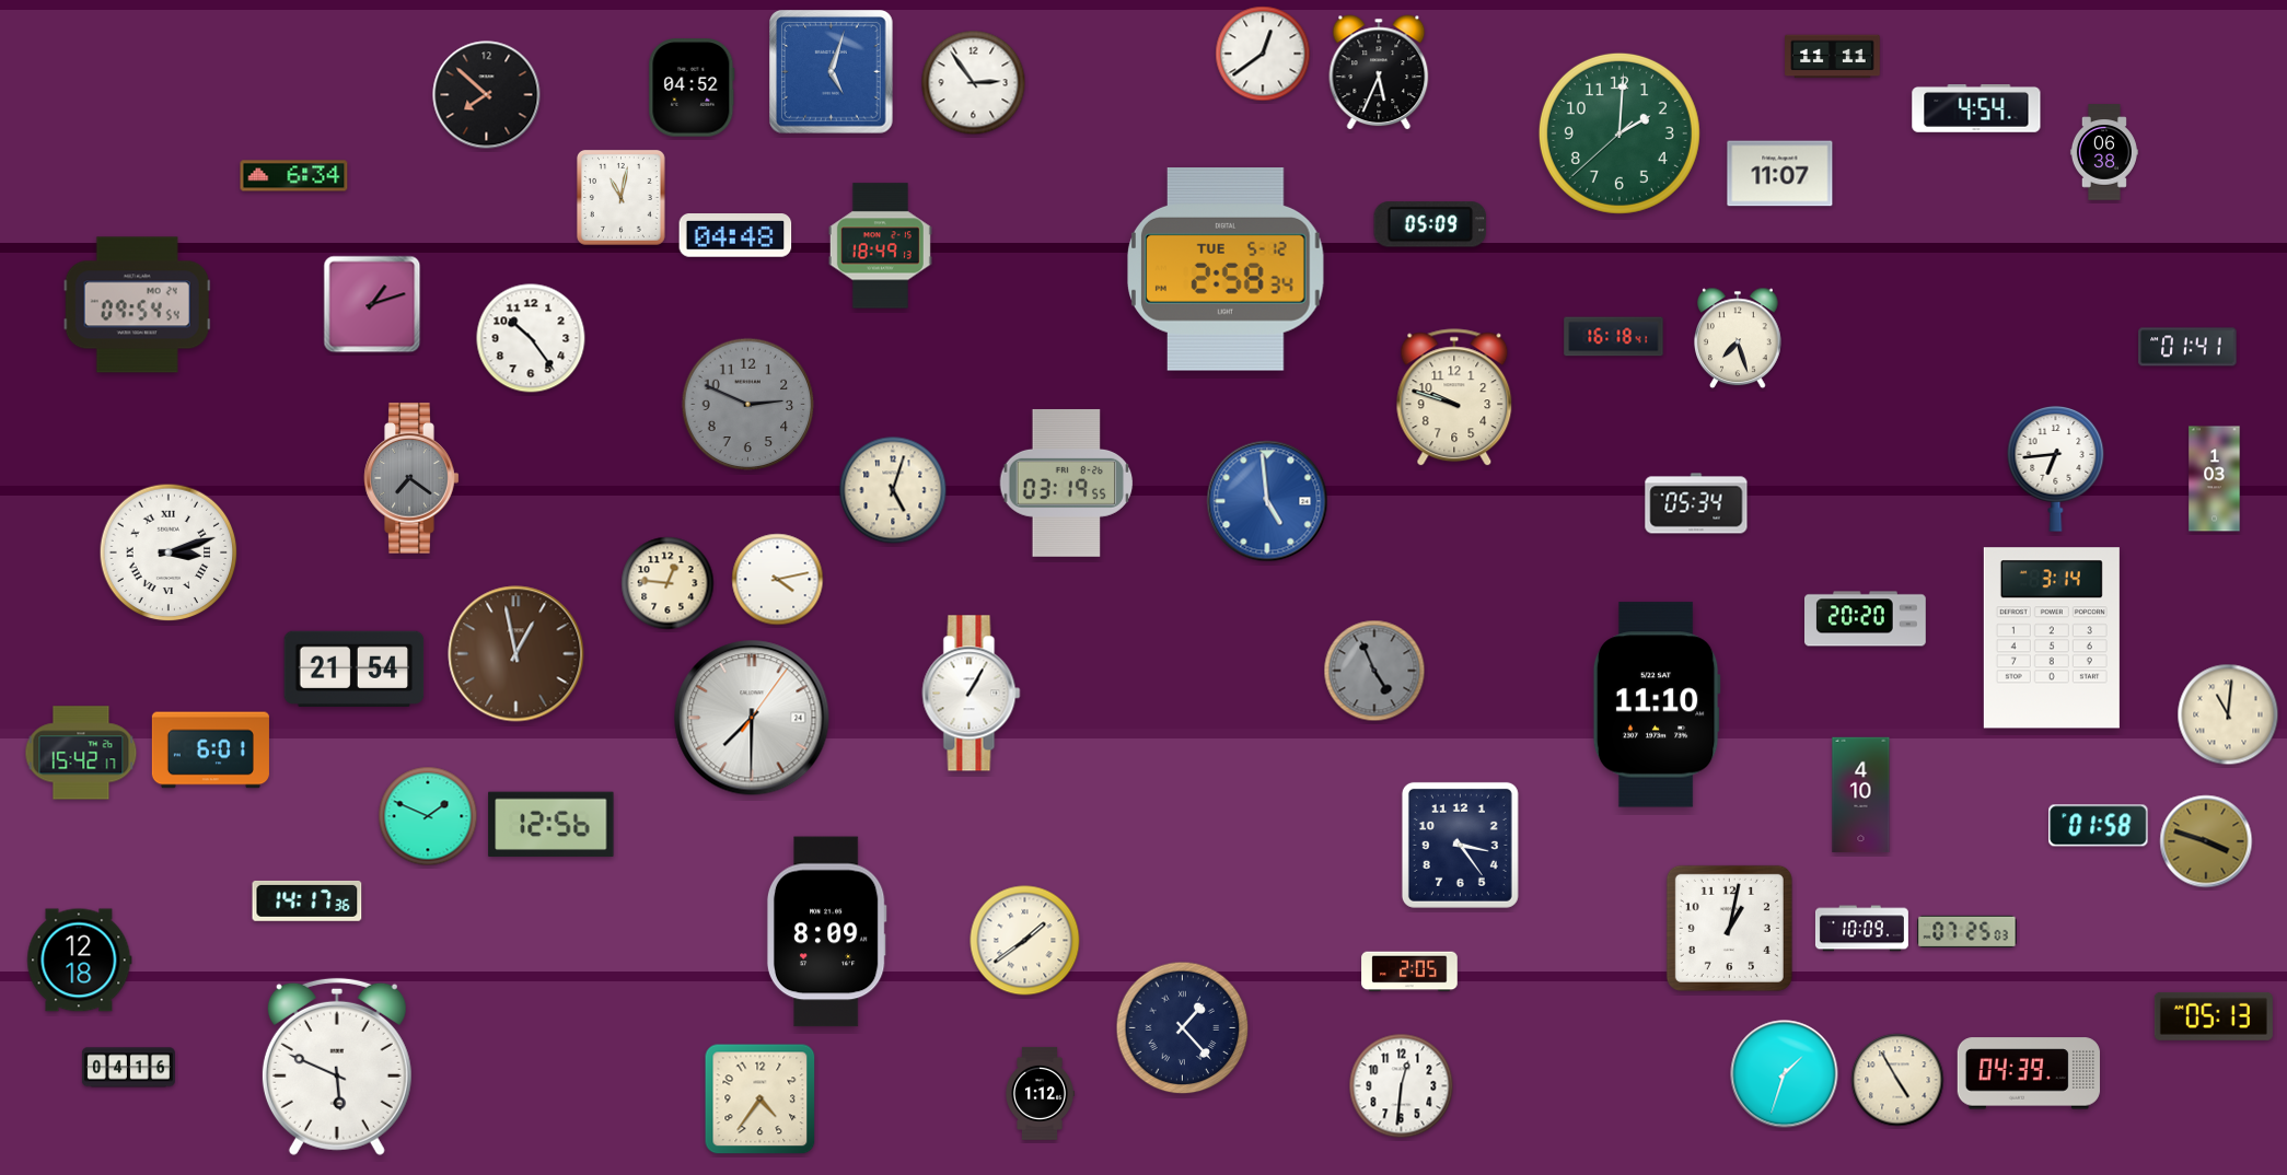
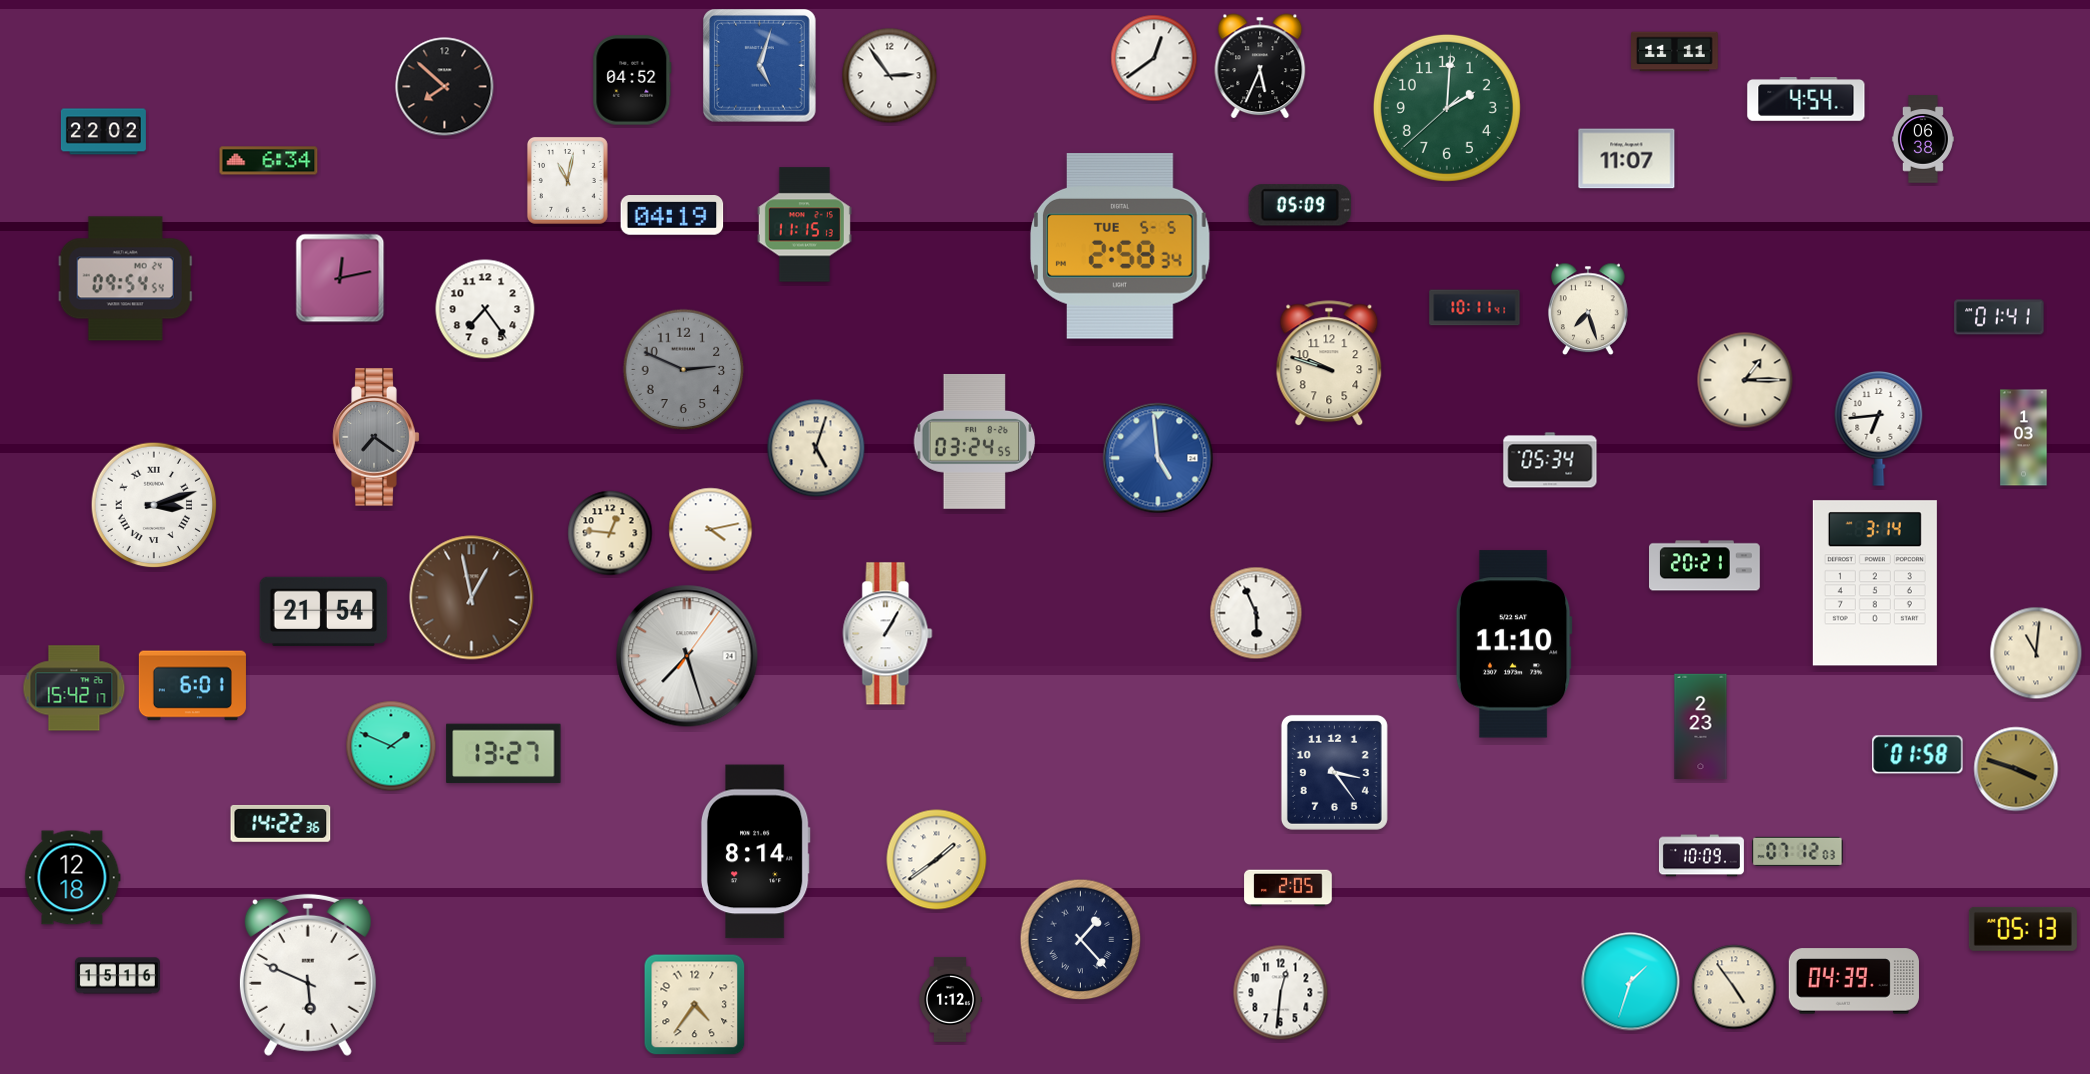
clock at (1263, 54) position: (1263, 54) -> (1154, 58)
clock at (1620, 133) position: (1620, 133) -> (1447, 108)
clock at (103, 132): none -> 22:02
clock at (1430, 224) position: (1430, 224) -> (1300, 205)
clock at (735, 235): 04:48 -> 04:19
clock at (880, 246): 18:49 -> 11:15
clock at (1227, 270) date: TUE 5-12 -> TUE 5-5
clock at (372, 304): 1:12 -> 12:13
clock at (1614, 337): 16:18 -> 10:11
clock at (531, 338): 10:24 -> 7:24
clock at (1745, 380): none -> 1:15
clock at (1067, 482): 03:19 -> 03:24
clock at (1866, 619): 20:20 -> 20:21
clock at (1374, 671): 4:56 -> 5:56
clock at (1374, 671) dial: grey -> white
clock at (752, 718): 7:30 -> 7:27
clock at (1861, 795): 4:10 -> 2:23
clock at (552, 825): 12:56 -> 13:27
clock at (307, 900): 14:17 -> 14:22
clock at (1729, 928): 1:02 -> none
clock at (1861, 929) position: (1861, 929) -> (1701, 856)
clock at (1967, 931): 07:25 -> 07:12
clock at (826, 932): 8:09 -> 8:14
clock at (128, 1068): 04:16 -> 15:16
clock at (1897, 1080): 4:55 -> 4:54
